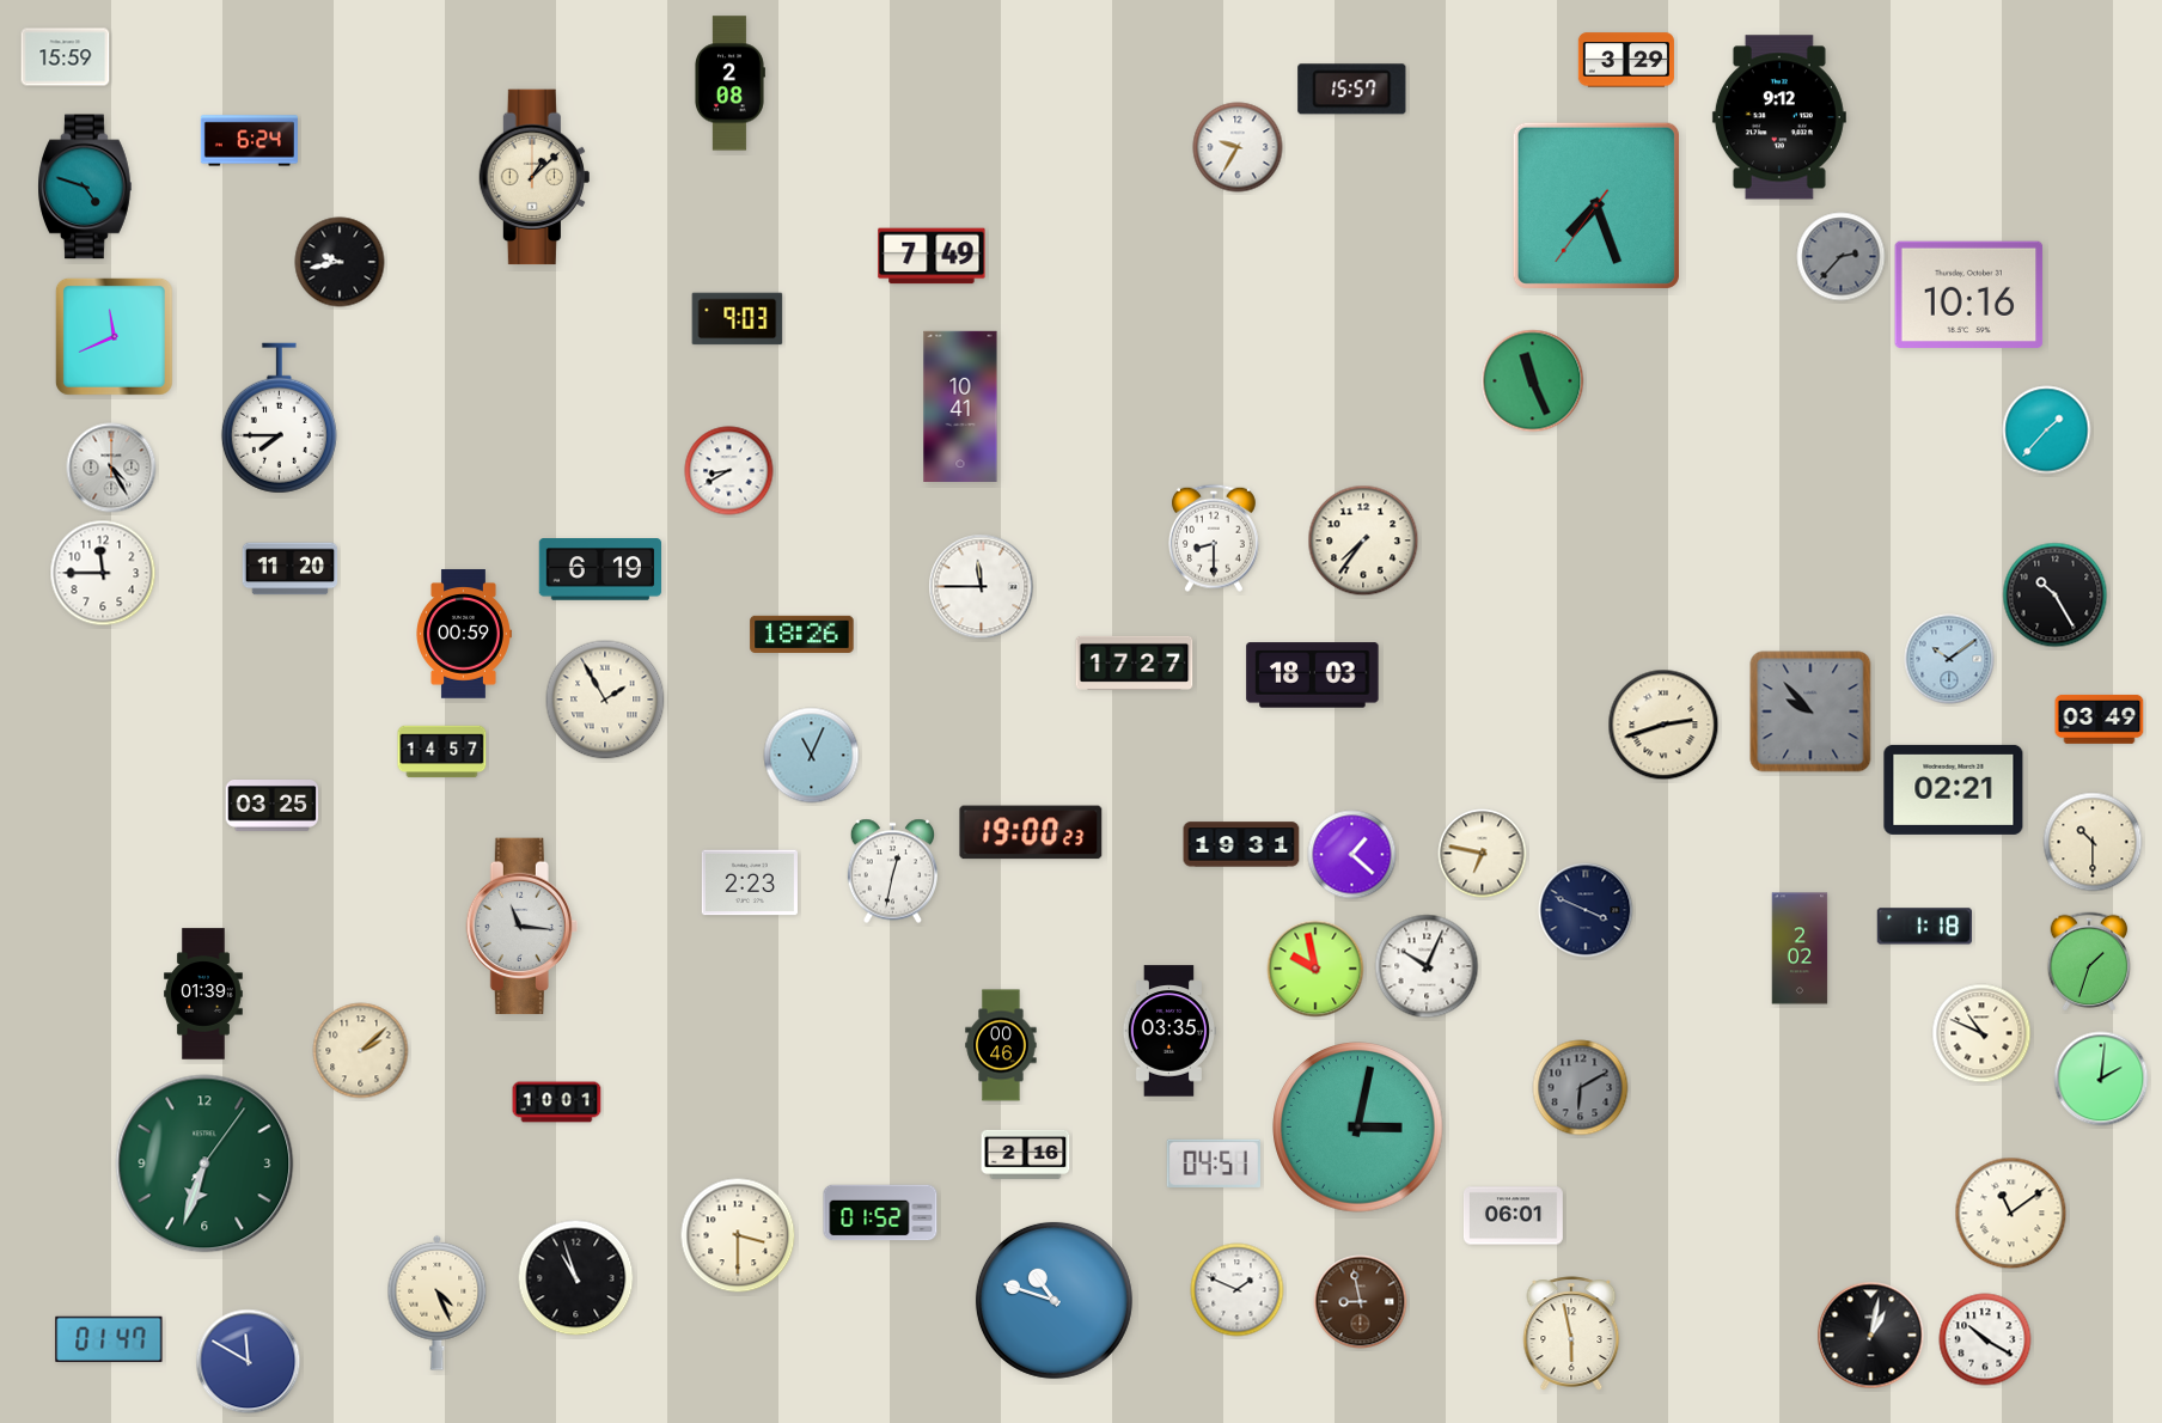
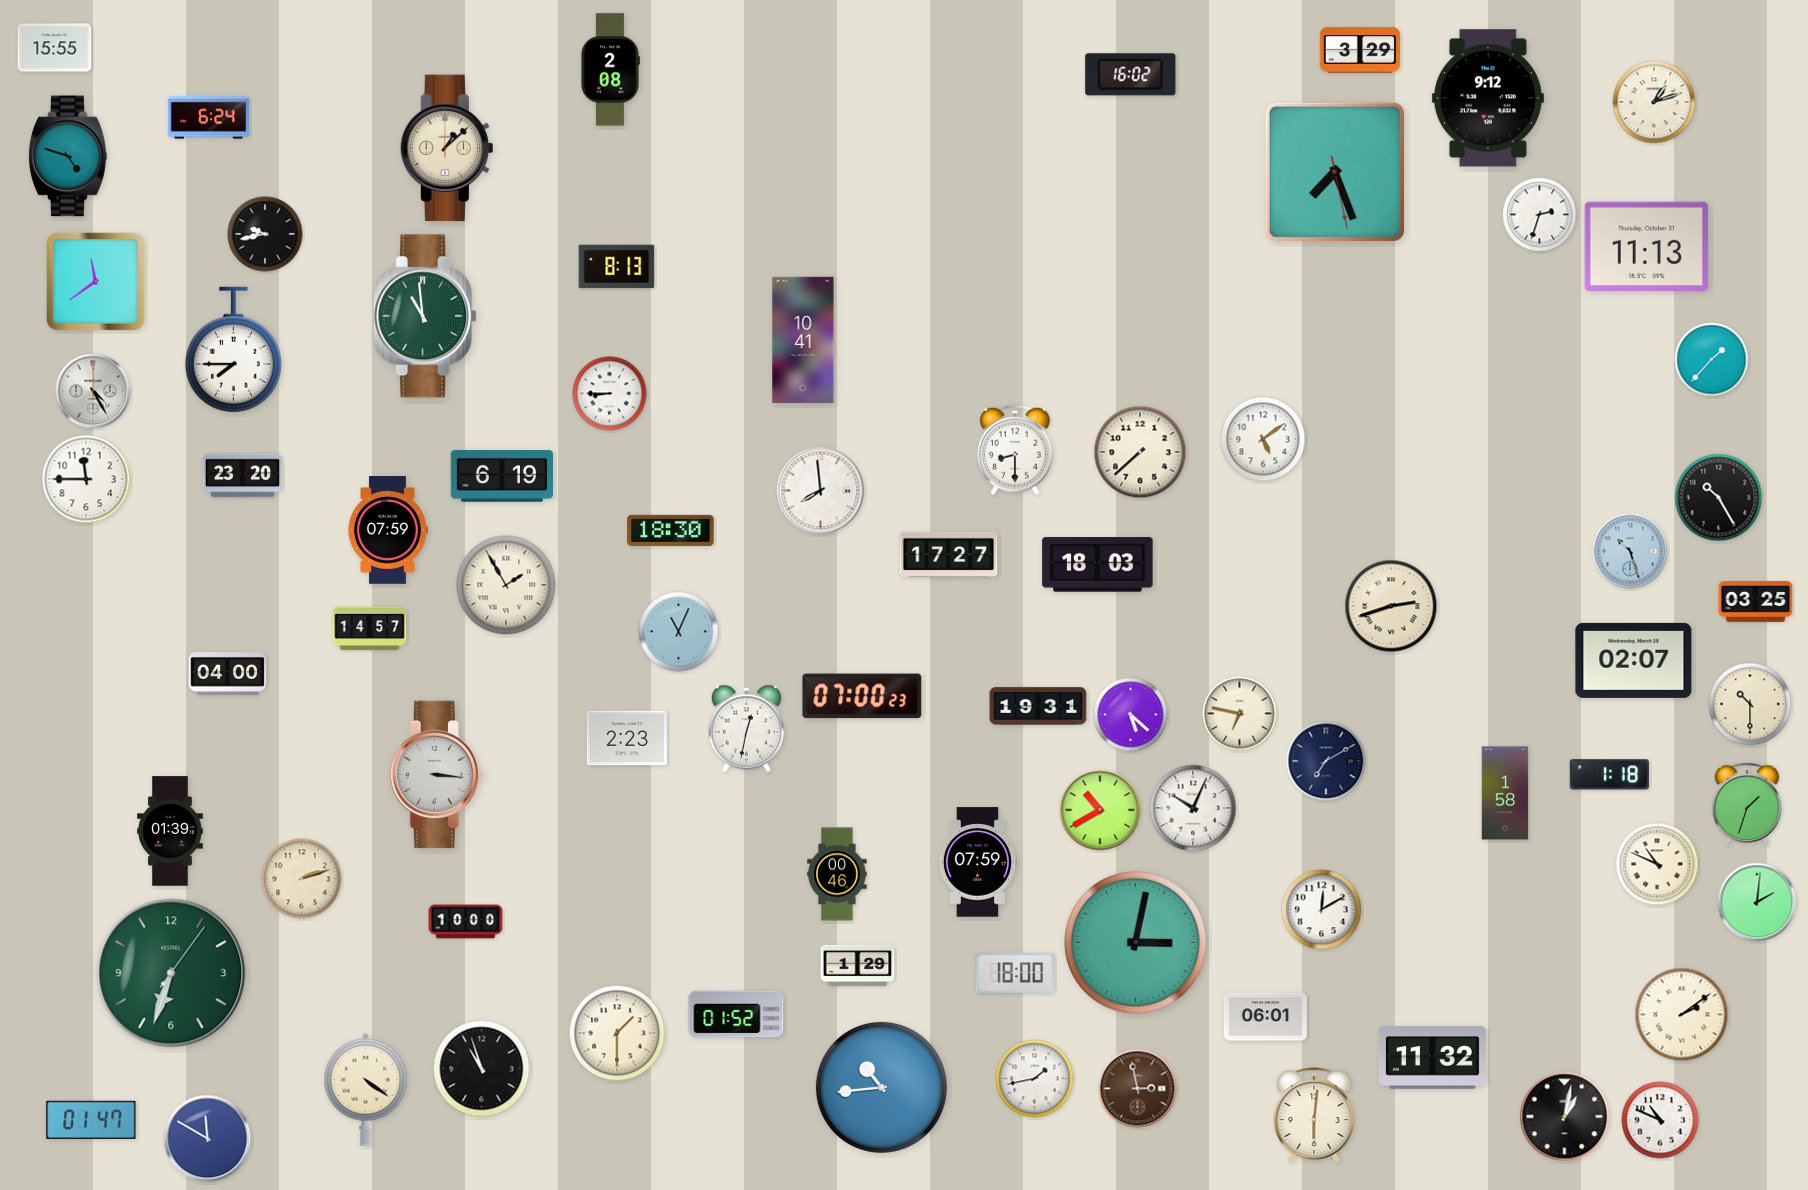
clock at (66, 57): 15:59 -> 15:55
clock at (1352, 90): 15:57 -> 16:02
clock at (1654, 102): none -> 1:12
clock at (1238, 147): 9:35 -> none
clock at (85, 187) position: (85, 187) -> (68, 156)
clock at (1596, 206): 7:26:36 -> 7:26:28
clock at (932, 256): 7:49 -> none
clock at (1842, 257): 2:37 -> 2:33
clock at (1842, 257) dial: grey -> white
clock at (340, 262) position: (340, 262) -> (265, 234)
clock at (1969, 294): 10:16 -> 11:13
clock at (738, 319): 9:03 -> 8:13
clock at (114, 336): 11:41 -> 11:39
clock at (425, 316): none -> 10:59
clock at (1533, 381): 11:26 -> none
clock at (729, 471): 8:40 -> 8:45
clock at (1263, 439): none -> 5:09
clock at (1363, 541): 7:36 -> 7:38
clock at (291, 569): 11:20 -> 23:20
clock at (982, 587): 11:45 -> 7:59
clock at (464, 634): 00:59 -> 07:59
clock at (802, 634): 18:26 -> 18:30
clock at (1949, 659): 10:09 -> 10:27
clock at (1810, 711): 9:53 -> none
clock at (2100, 719): 03:49 -> 03:25
clock at (1954, 789): 02:21 -> 02:07
clock at (273, 806): 03:25 -> 04:00
clock at (1031, 832): 19:00 -> 07:00
clock at (1352, 855): 1:22 -> 5:22
clock at (1586, 910): 3:49 -> 7:10
clock at (521, 927): 11:16 -> 3:16
clock at (1800, 948): 2:02 -> 1:58
clock at (1315, 969): 9:58 -> 10:40
clock at (1168, 1031): 03:35 -> 07:59
clock at (361, 1051): 2:08 -> 2:12
clock at (1581, 1088): 6:10 -> 12:10
clock at (1581, 1088) dial: grey -> white
clock at (557, 1103): 10:01 -> 10:00
clock at (1026, 1154): 2:16 -> 1:29
clock at (1213, 1164): 04:51 -> 18:00
clock at (2011, 1214): 11:09 -> 2:09
clock at (738, 1235): 3:30 -> 1:30
clock at (1432, 1058): none -> 11:32
clock at (1238, 1290): 1:49 -> 1:43
clock at (1053, 1300): 10:48 -> 10:44
clock at (438, 1302): 4:26 -> 4:21
clock at (1361, 1302): 8:58 -> 2:58
clock at (1571, 1333): 5:58 -> 6:01
clock at (1985, 1339): 10:20 -> 10:49
